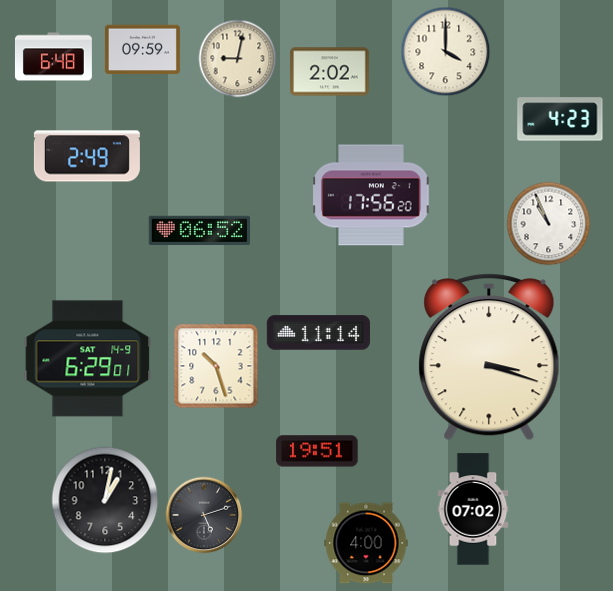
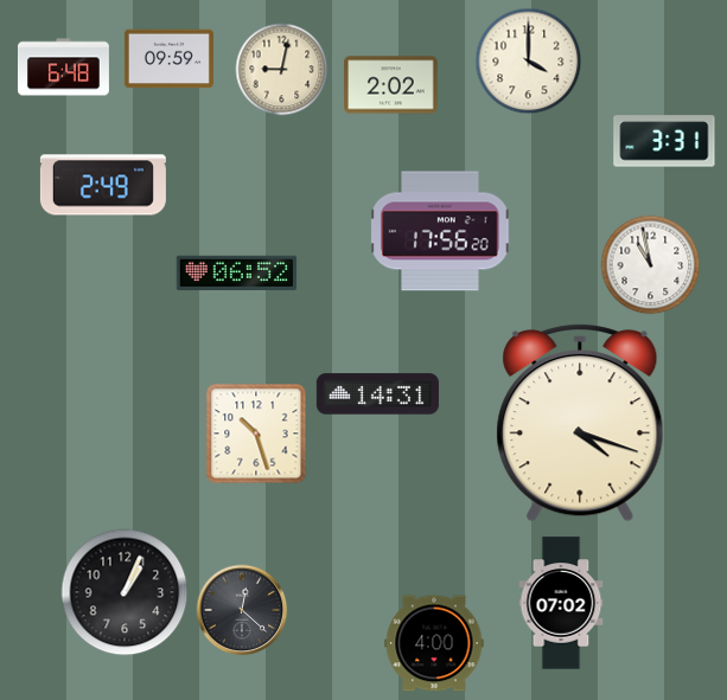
clock at (560, 119): 4:23 -> 3:31
clock at (549, 224): 10:56 -> 10:58
clock at (318, 333): 11:14 -> 14:31
clock at (489, 358): 3:18 -> 4:18
clock at (88, 359): 6:29 -> none
clock at (317, 451): 19:51 -> none
clock at (105, 500): 1:02 -> 1:04
clock at (204, 515): 5:12 -> 12:22
